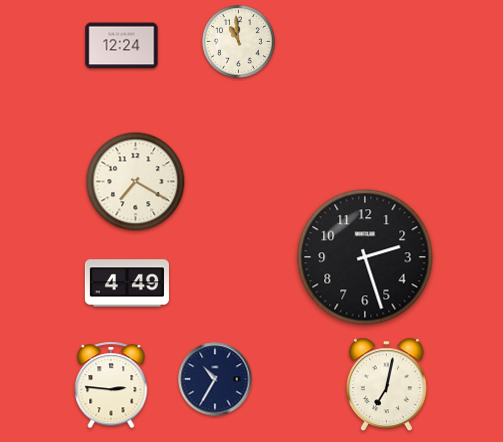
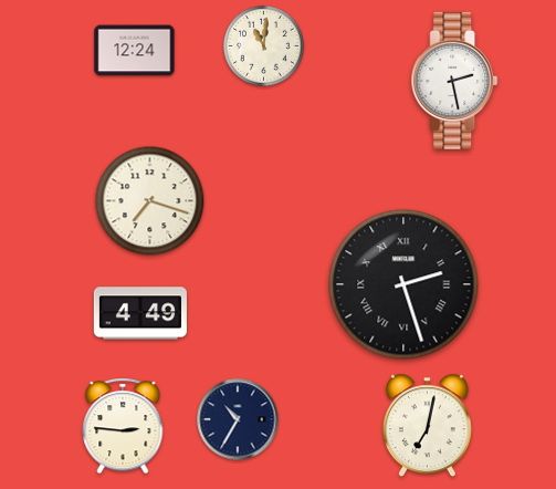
clock at (239, 42): 10:59 -> 11:01
clock at (454, 81): none -> 2:28
clock at (136, 182): 7:20 -> 7:18
clock at (365, 257) numerals: Arabic -> Roman
